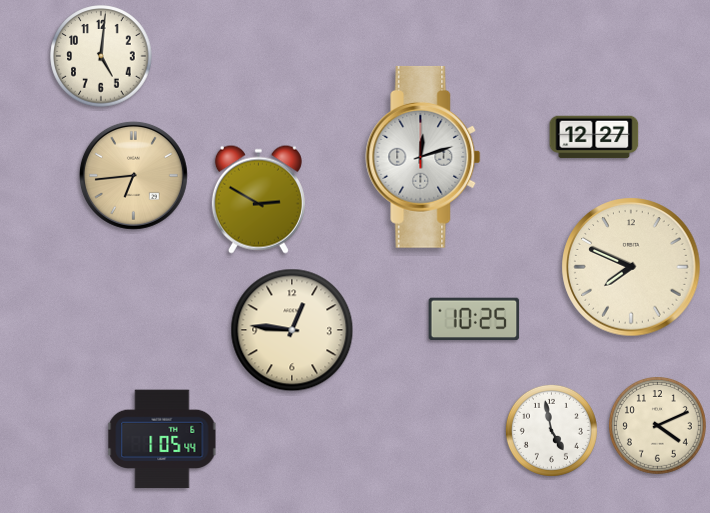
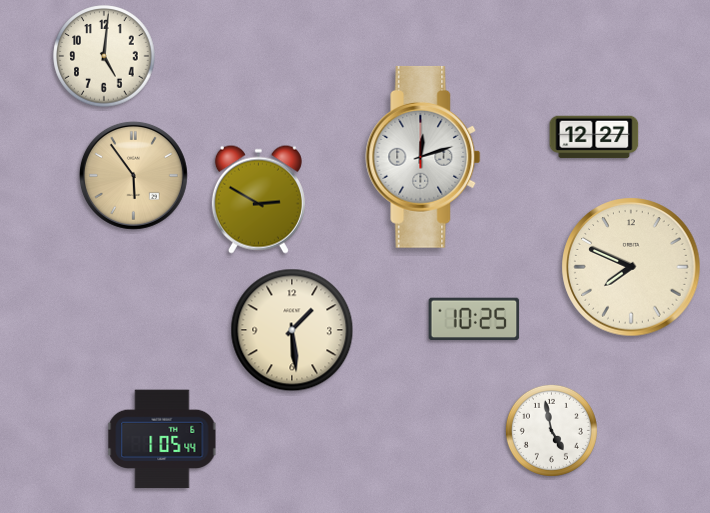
clock at (101, 56) position: (101, 56) -> (104, 56)
clock at (133, 175): 6:44 -> 5:54
clock at (292, 330): 12:46 -> 1:29
clock at (658, 426): 4:11 -> none
